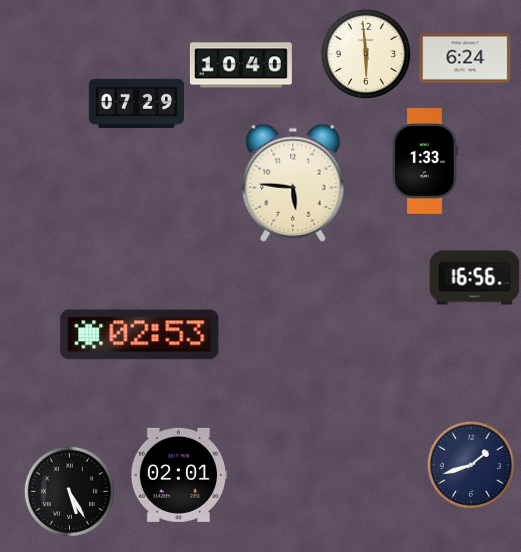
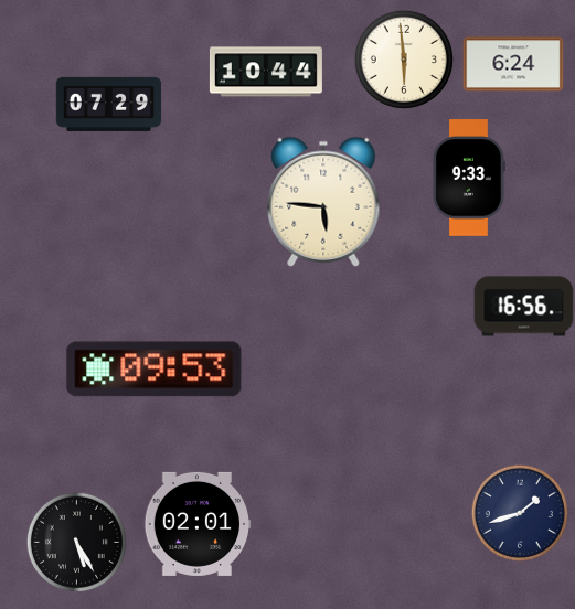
clock at (241, 65): 10:40 -> 10:44
clock at (137, 103) position: (137, 103) -> (109, 104)
clock at (425, 161): 1:33 -> 9:33
clock at (140, 335): 02:53 -> 09:53
